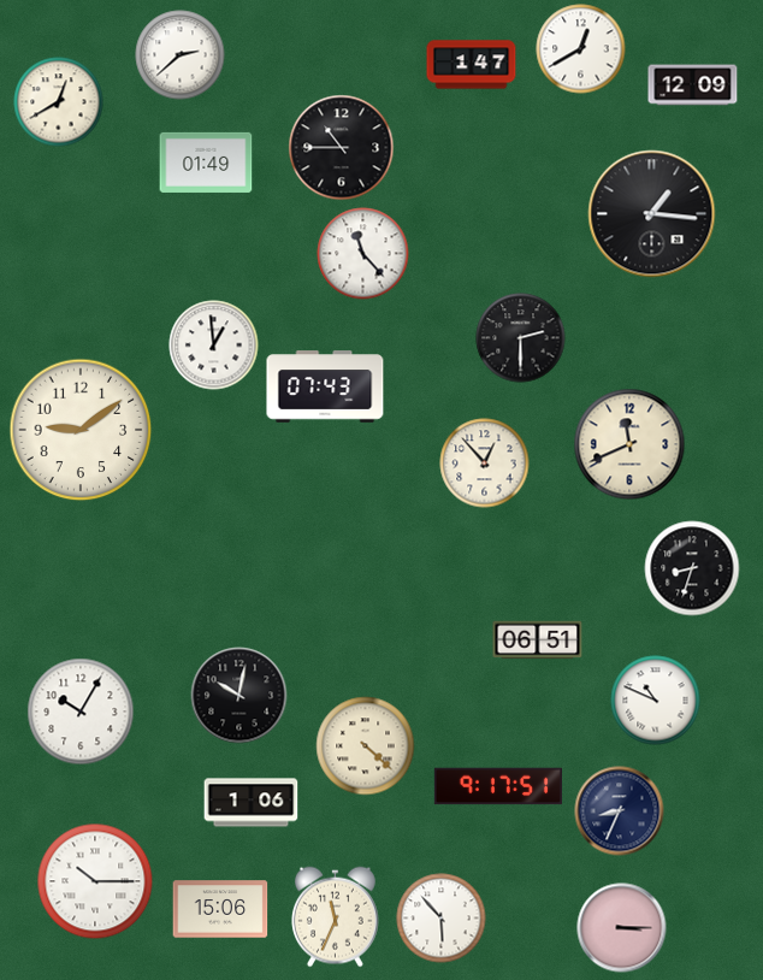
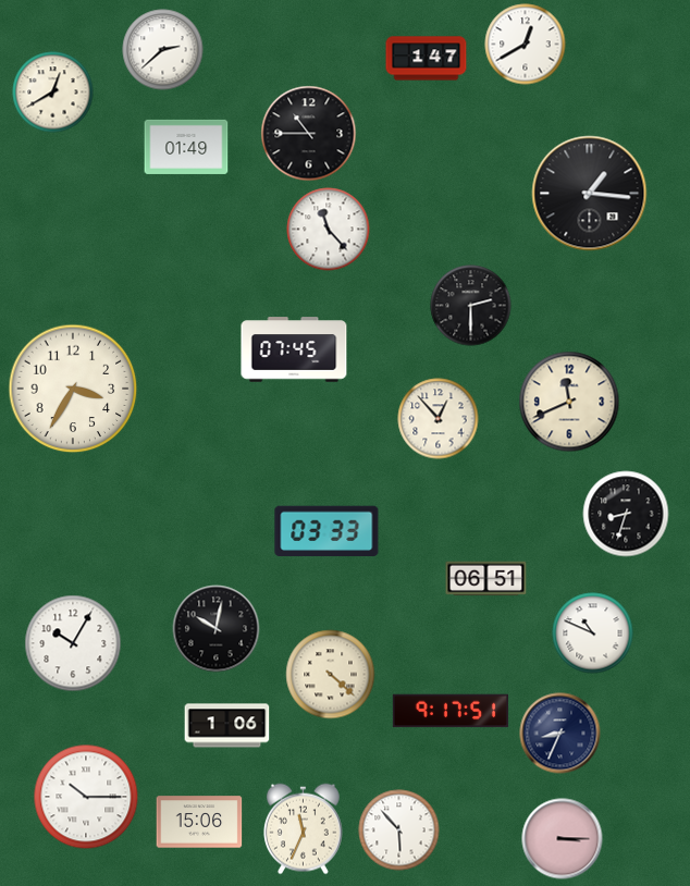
clock at (693, 85): 12:09 -> none
clock at (214, 346): 12:59 -> none
clock at (325, 386): 07:43 -> 07:45
clock at (81, 430): 9:09 -> 3:35
clock at (326, 531): none -> 03:33
